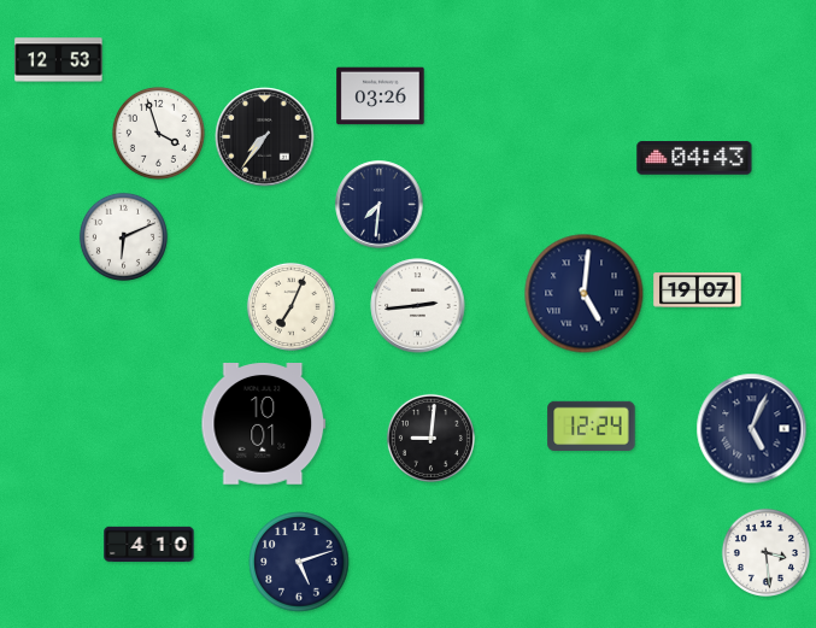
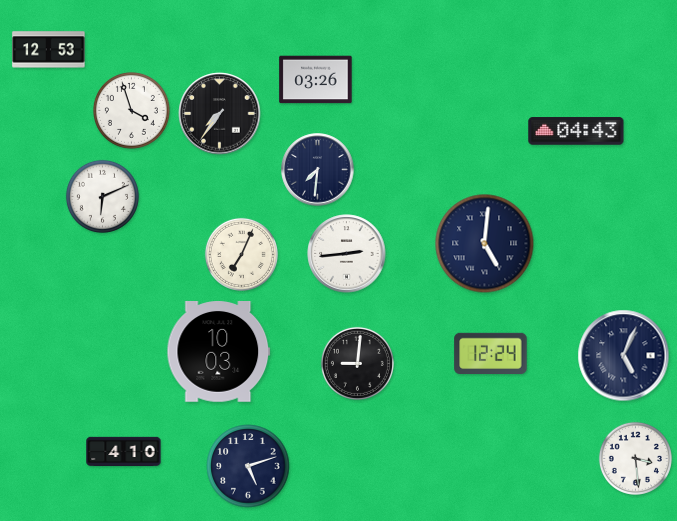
clock at (380, 205) position: (380, 205) -> (318, 170)
clock at (698, 290): 19:07 -> none
clock at (264, 424): 10:01 -> 10:03
